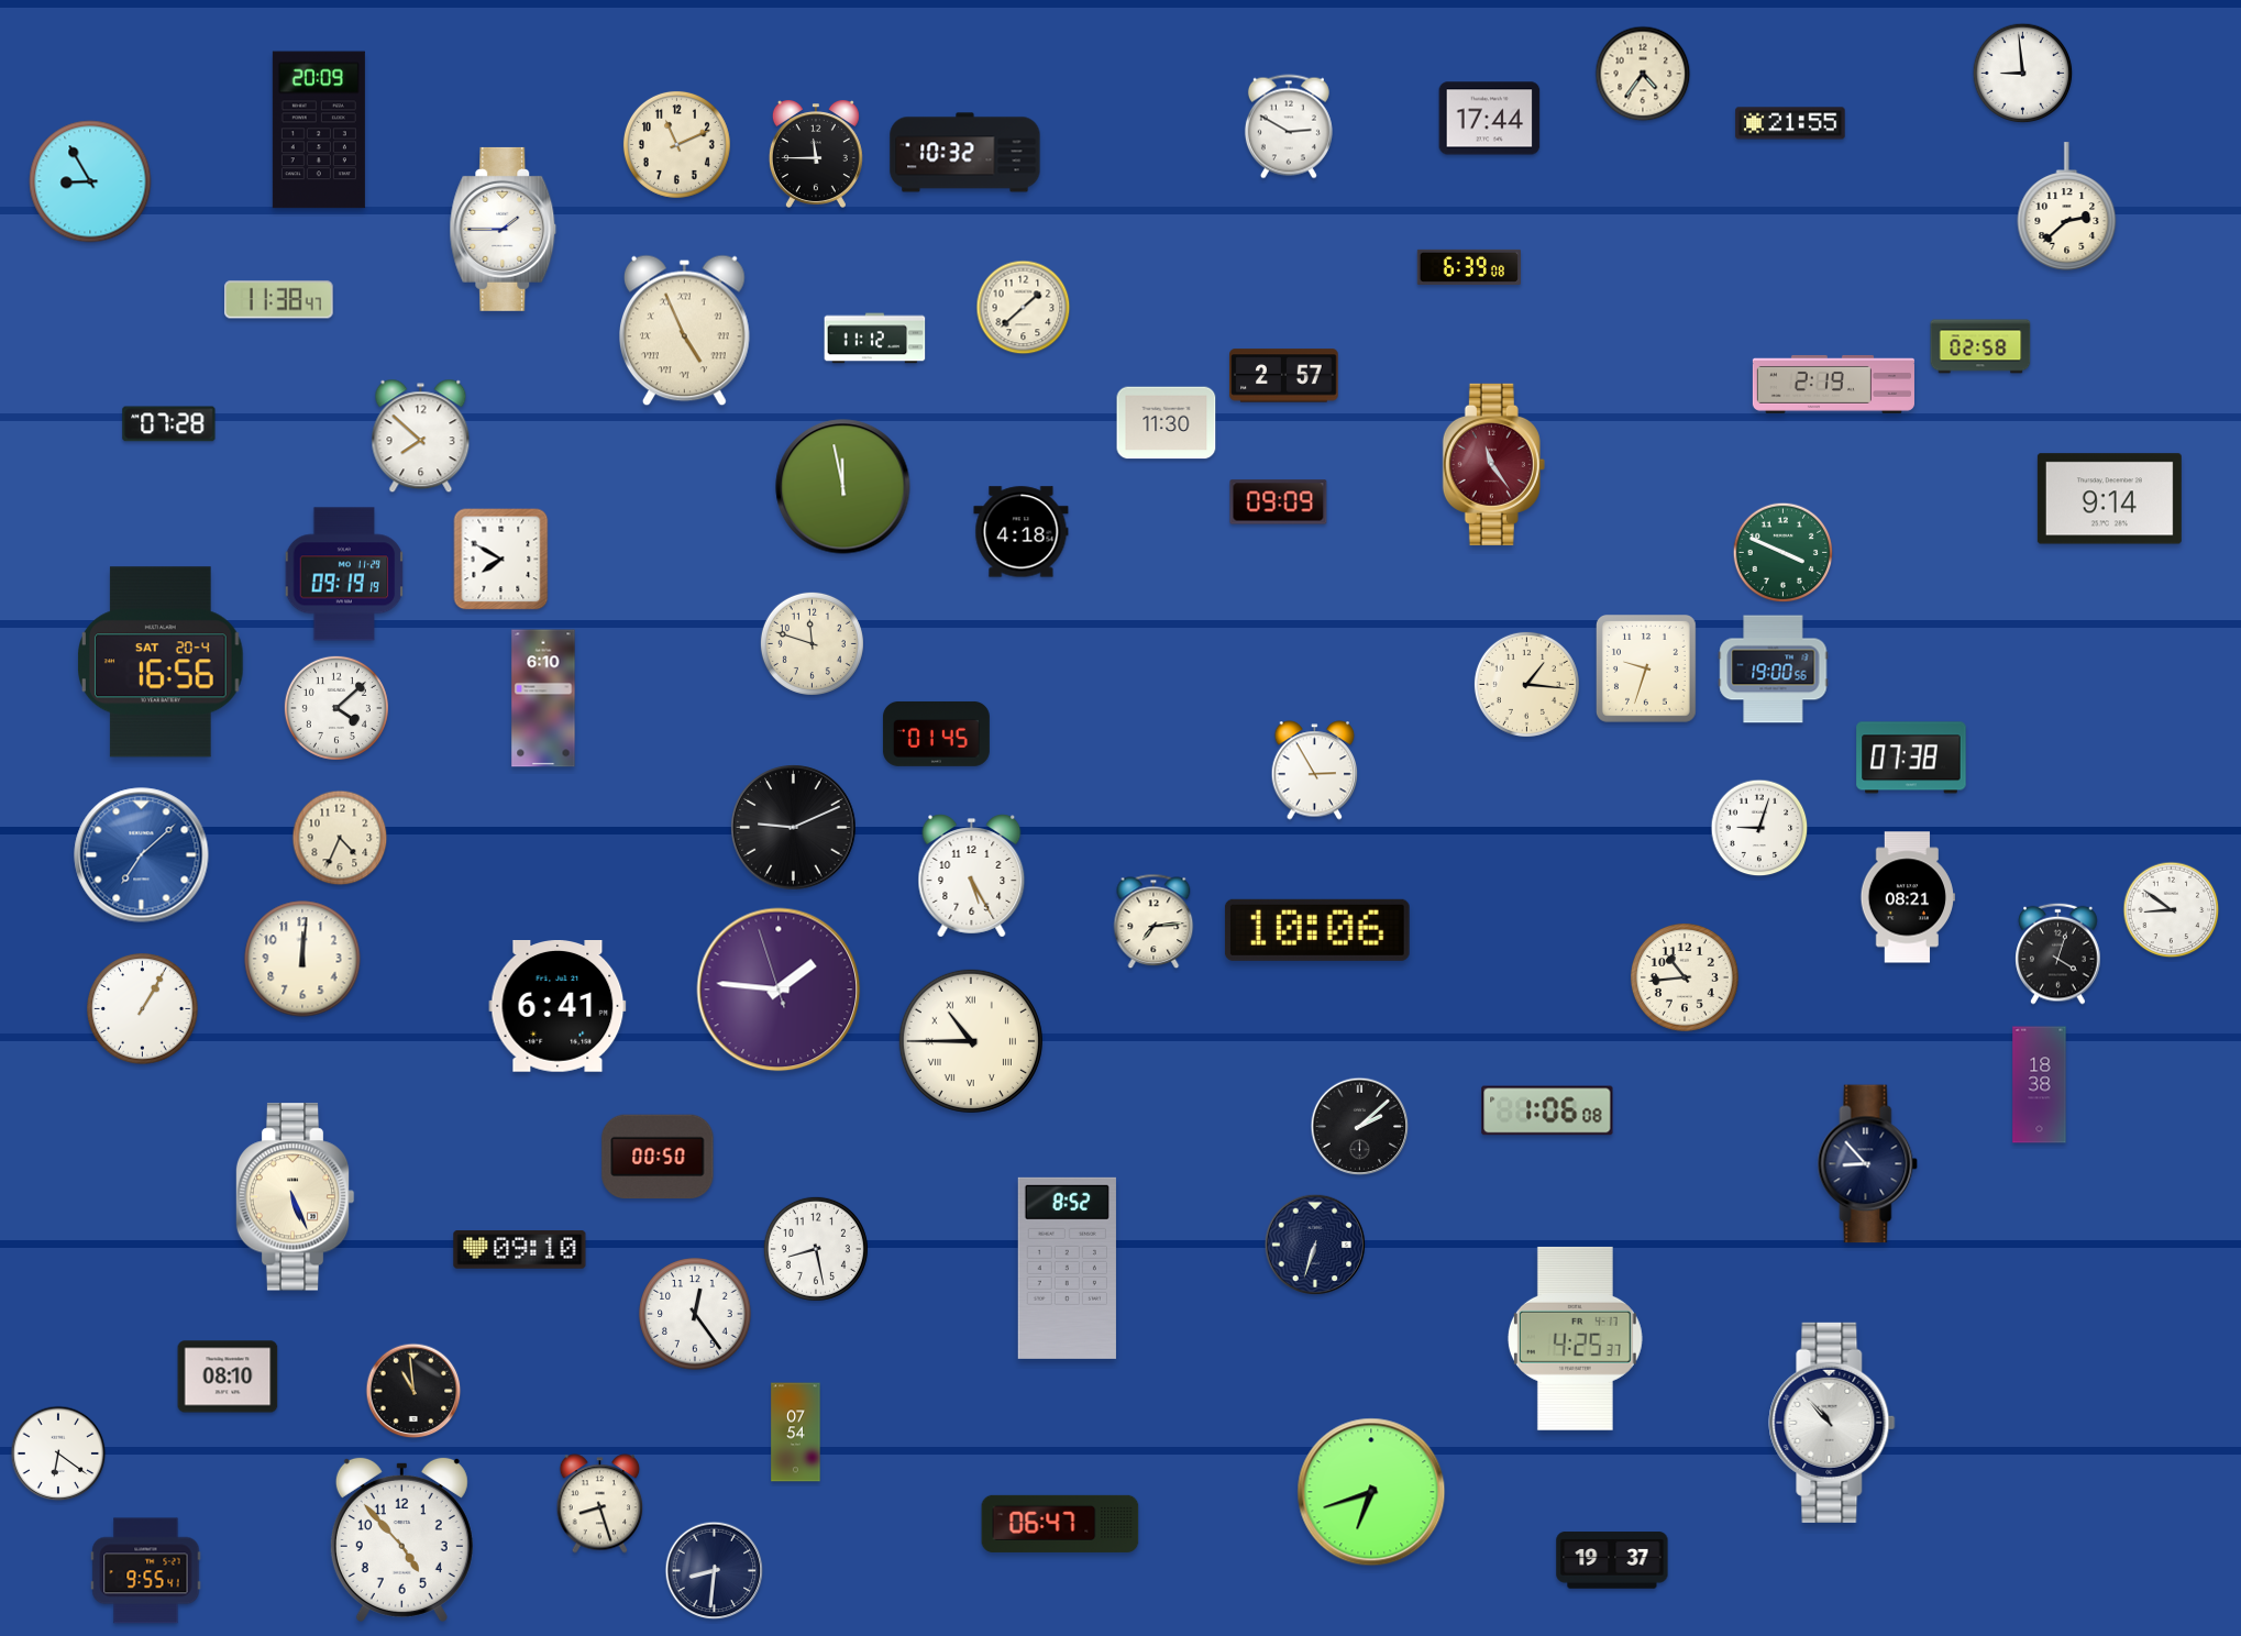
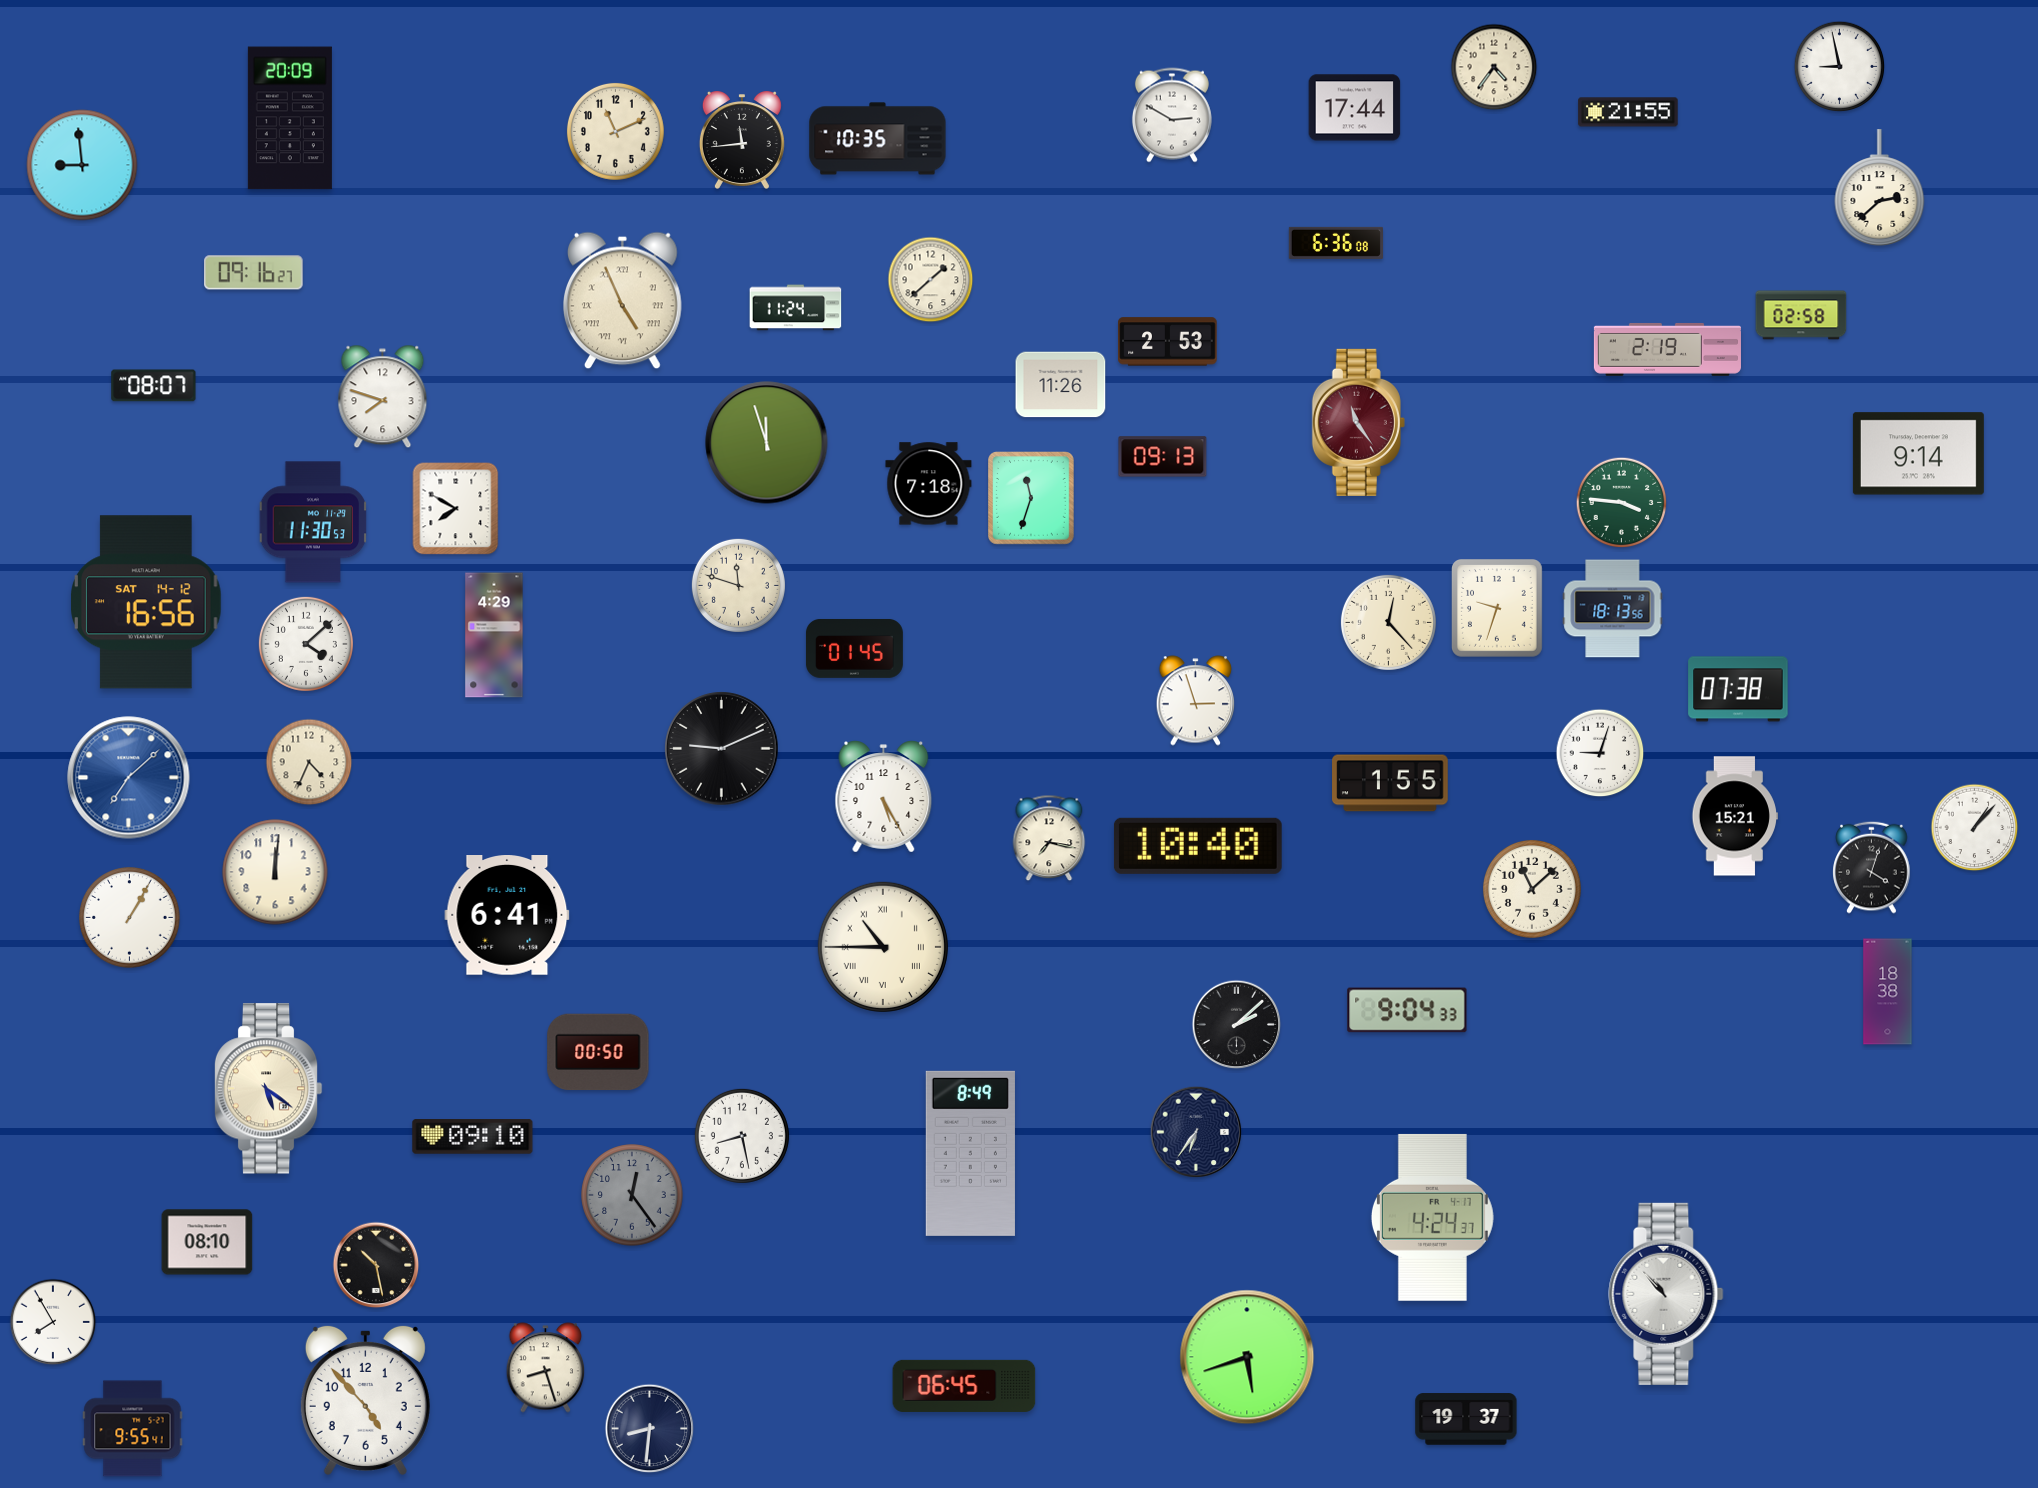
clock at (2023, 74): 8:59 -> 8:58
clock at (965, 153): 10:32 -> 10:35
clock at (816, 154): 11:45 -> 11:44
clock at (90, 181): 8:55 -> 8:59
clock at (504, 229): 1:45 -> none
clock at (1468, 267): 6:39 -> 6:36
clock at (279, 300): 11:38 -> 09:16
clock at (875, 339): 11:12 -> 11:24
clock at (1284, 376): 2:57 -> 2:53
clock at (1167, 423): 11:30 -> 11:26
clock at (169, 424): 07:28 -> 08:07
clock at (421, 436): 7:52 -> 7:48
clock at (843, 487): 11:58 -> 11:57
clock at (1279, 502): 09:09 -> 09:13
clock at (1022, 532): 4:18 -> 7:18
clock at (1032, 499): none -> 11:33
clock at (1784, 553): 3:49 -> 3:46
clock at (344, 574): 09:19 -> 11:30
clock at (162, 662) date: SAT 20-4 -> SAT 14-12
clock at (1774, 670): 19:00 -> 18:13
clock at (1526, 684): 1:16 -> 12:23
clock at (543, 698): 6:10 -> 4:29
clock at (936, 733) position: (936, 733) -> (854, 648)
clock at (1315, 771): 2:55 -> 2:57
clock at (794, 828) position: (794, 828) -> (722, 749)
clock at (1390, 783): none -> 1:55
clock at (1907, 897): 08:21 -> 15:21
clock at (2172, 910): 8:51 -> 1:07
clock at (1153, 921): 7:14 -> 7:17
clock at (1317, 930): 10:06 -> 10:40
clock at (1685, 977): 10:44 -> 11:08
clock at (779, 990): 1:45 -> none
clock at (2040, 1085) position: (2040, 1085) -> (1888, 992)
clock at (1547, 1110): 1:06 -> 9:04
clock at (1868, 1164): 8:53 -> none
clock at (295, 1197): 5:26 -> 5:21
clock at (1315, 1245): 6:33 -> 6:36
clock at (1067, 1268): 8:52 -> 8:49
clock at (695, 1314) dial: white -> grey
clock at (1575, 1338): 4:25 -> 4:24
clock at (228, 1377) position: (228, 1377) -> (207, 1242)
clock at (413, 1391): 10:59 -> 10:28
clock at (796, 1433): 07:54 -> none
clock at (58, 1453): 6:21 -> 7:55
clock at (1371, 1492): 6:42 -> 5:42
clock at (1060, 1524): 06:47 -> 06:45
